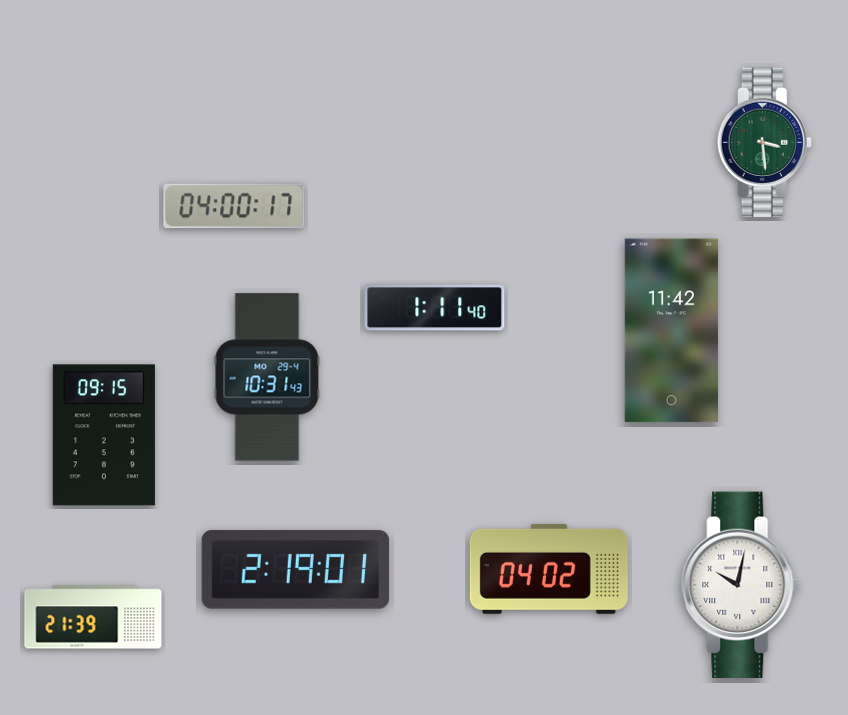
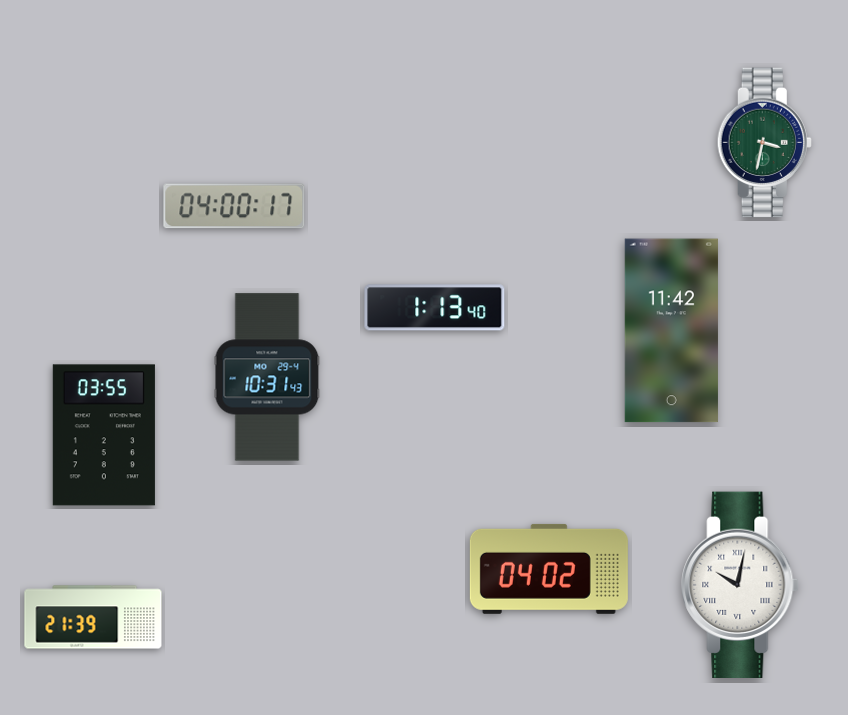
clock at (764, 143): 3:29 -> 3:32
clock at (435, 308): 1:11 -> 1:13
clock at (104, 435): 09:15 -> 03:55
clock at (295, 570): 2:19 -> none
